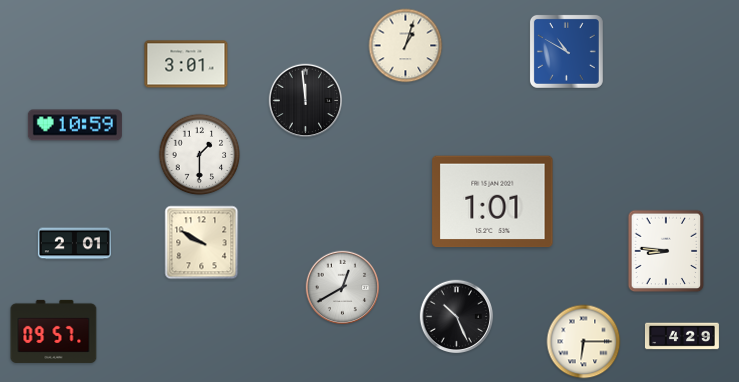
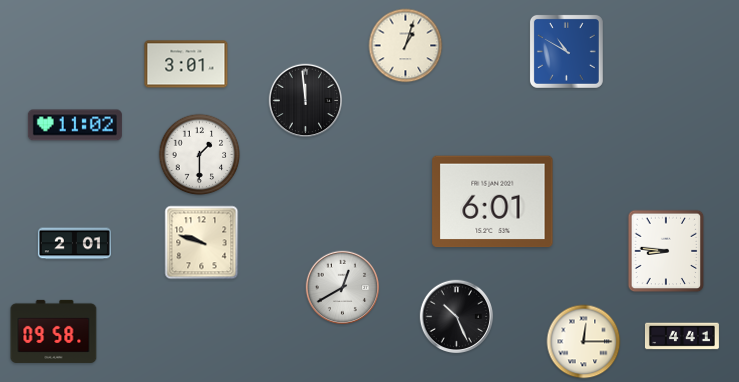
clock at (75, 125): 10:59 -> 11:02
clock at (493, 202): 1:01 -> 6:01
clock at (202, 243): 9:50 -> 9:48
clock at (54, 331): 09:57 -> 09:58
clock at (682, 336): 4:29 -> 4:41
clock at (584, 342): 6:15 -> 12:15
